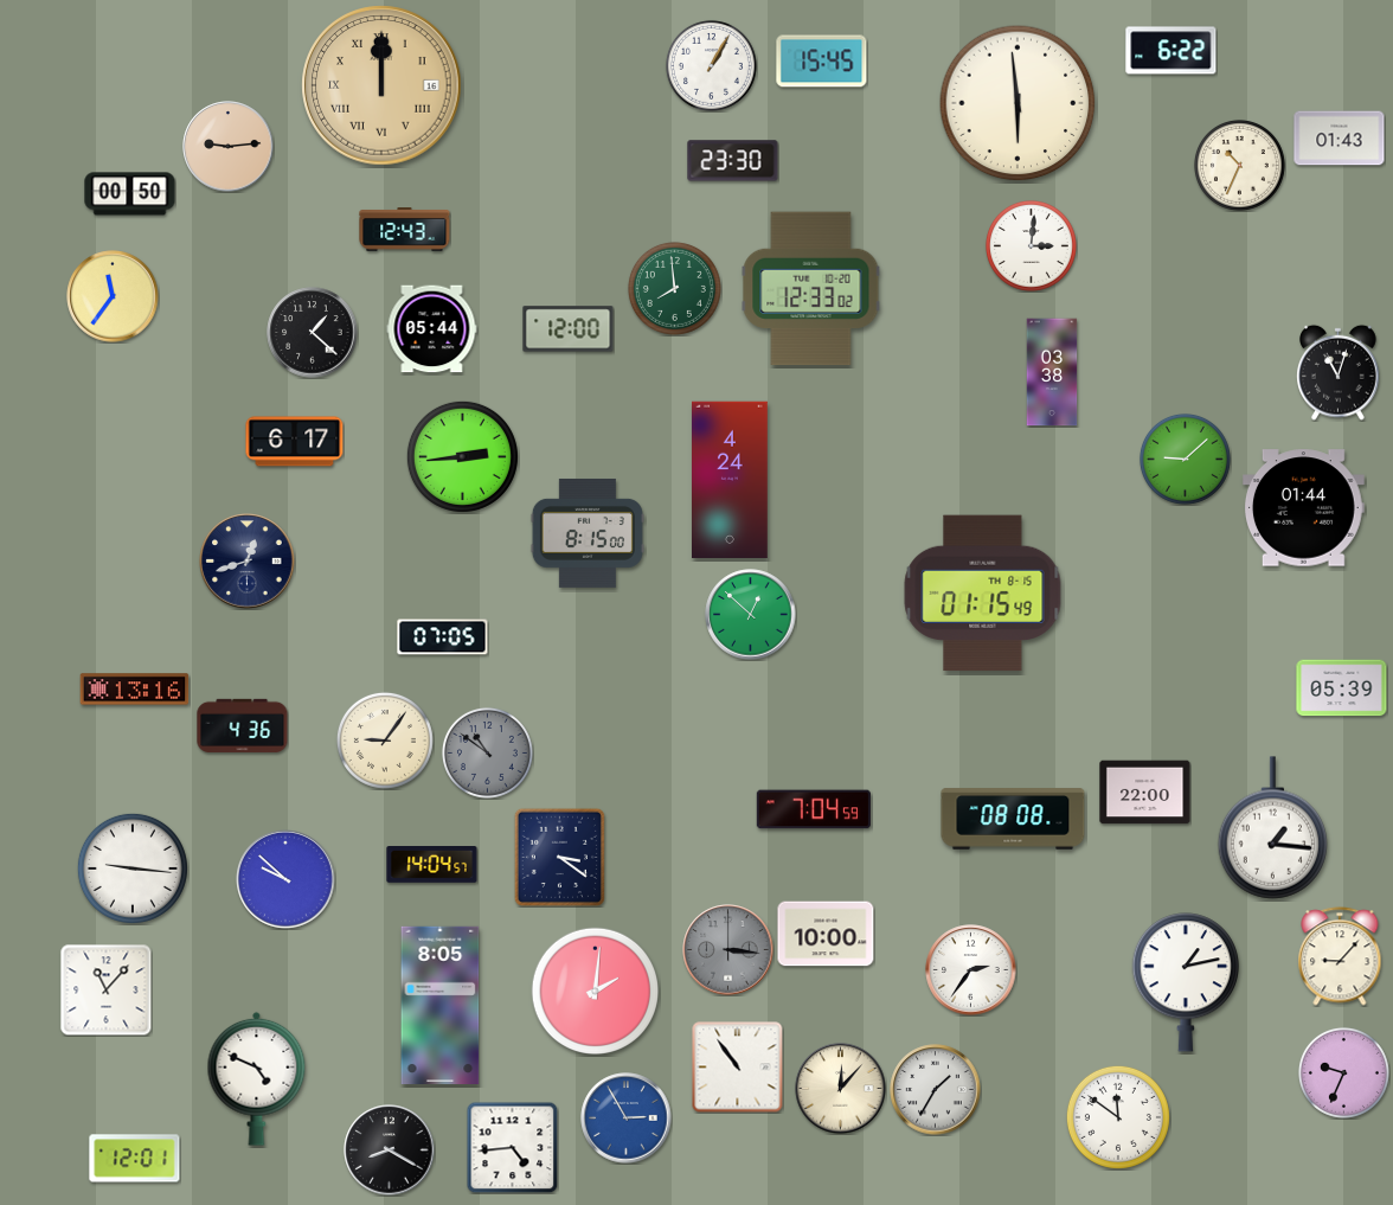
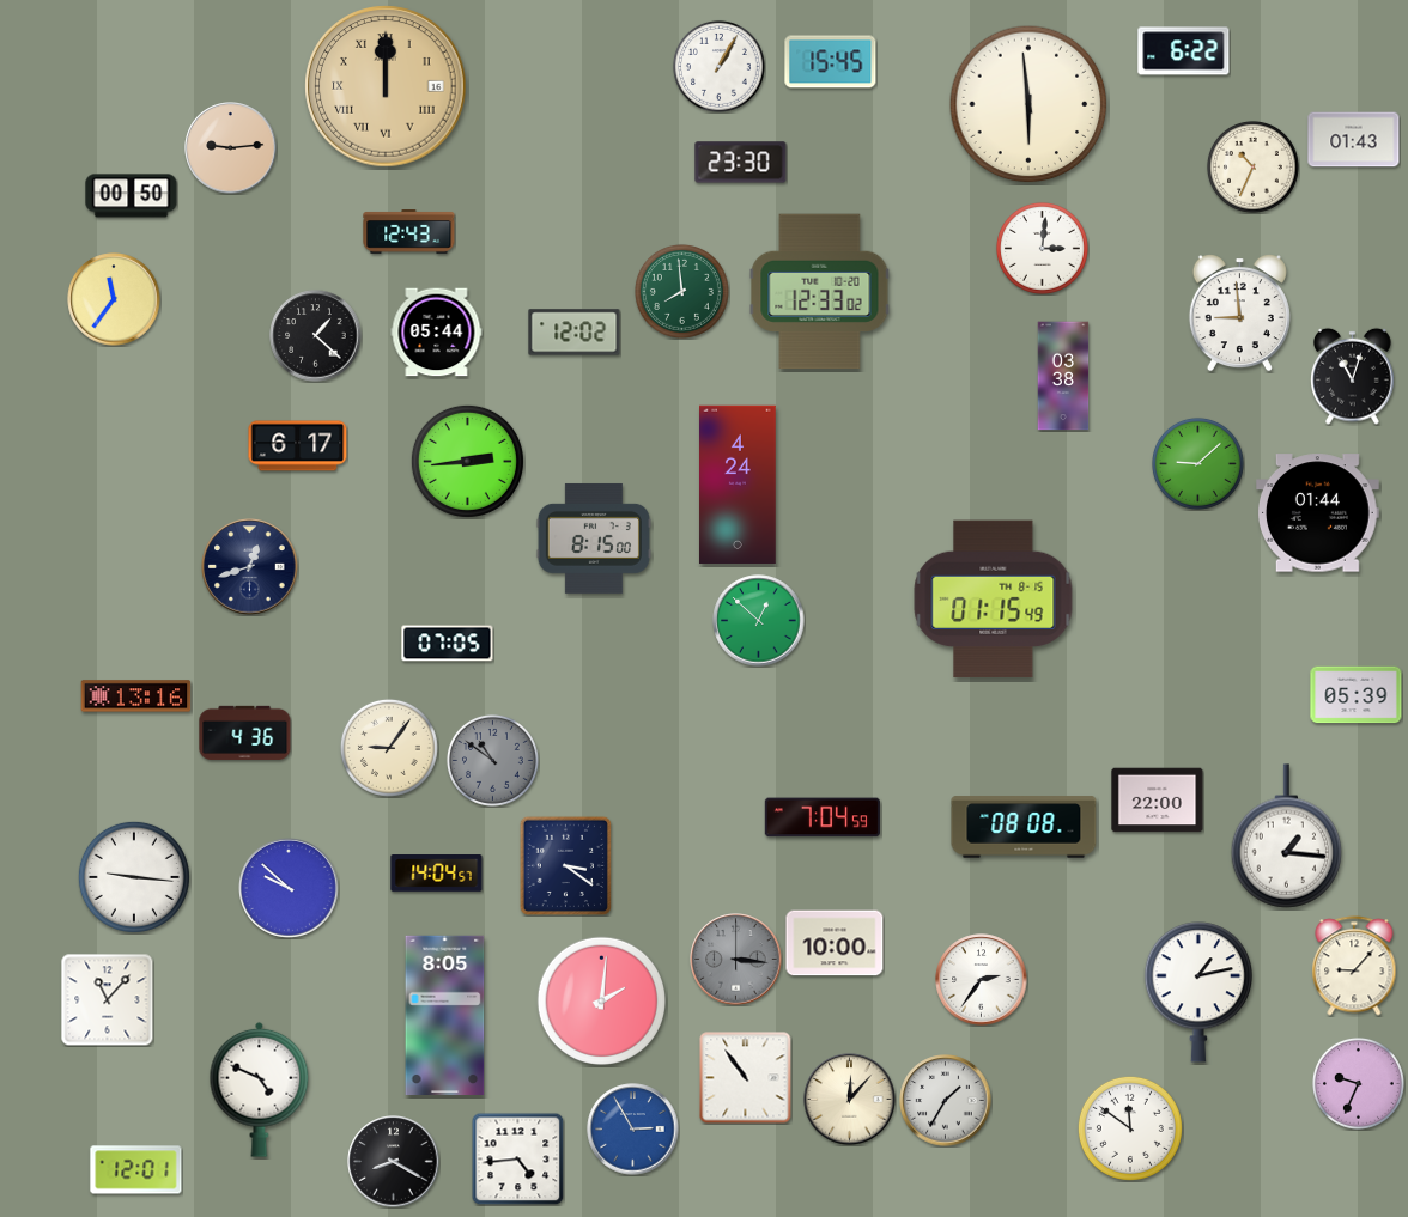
clock at (1239, 314): none -> 8:59
clock at (569, 329): 12:00 -> 12:02
